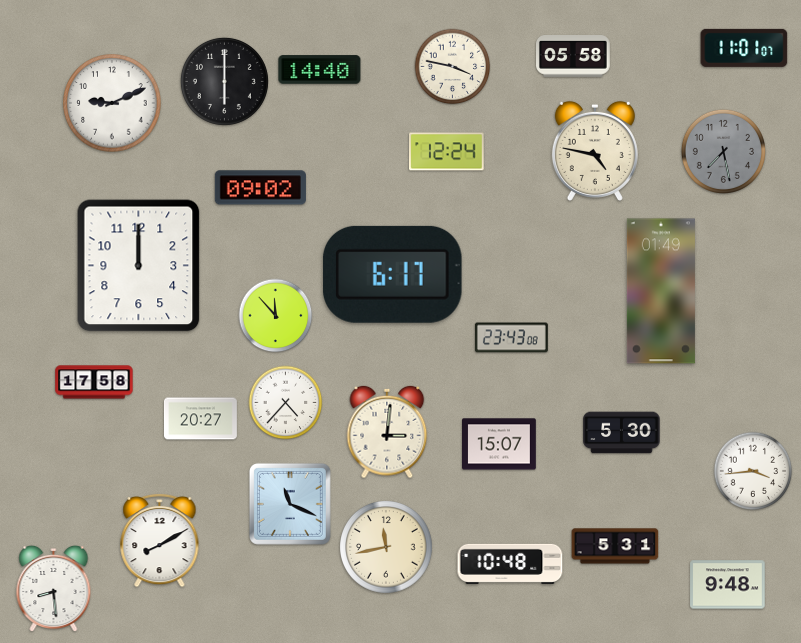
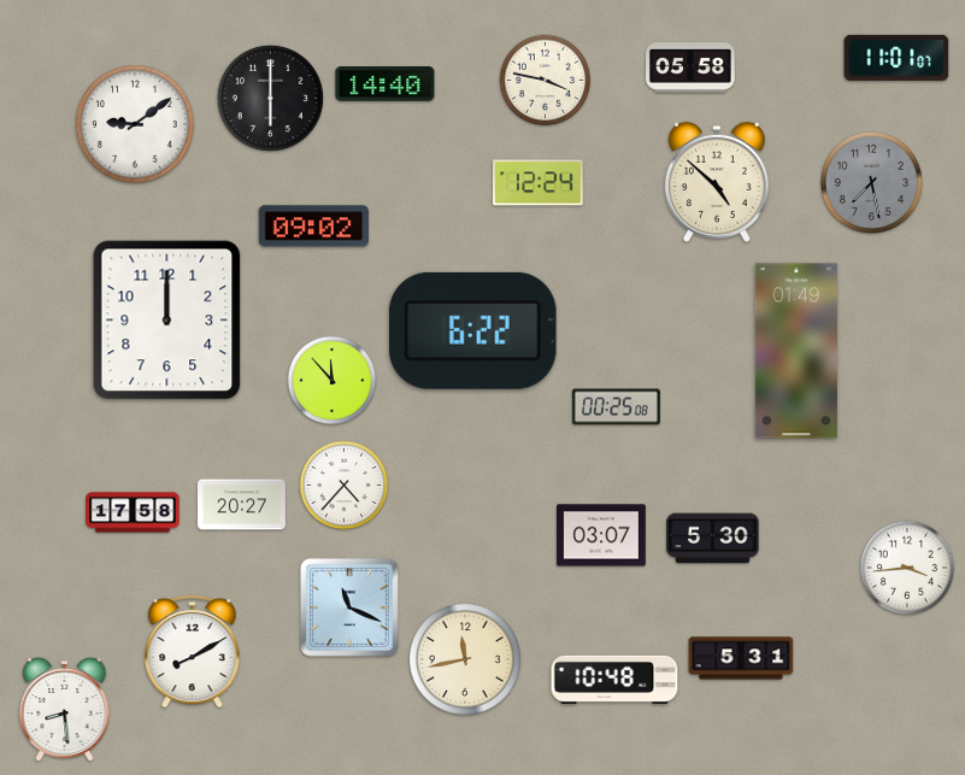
clock at (112, 103): 9:11 -> 9:09
clock at (595, 151): 4:47 -> 4:52
clock at (393, 274): 6:17 -> 6:22
clock at (511, 338): 23:43 -> 00:25
clock at (94, 382) position: (94, 382) -> (133, 512)
clock at (387, 432): 3:01 -> none
clock at (622, 433) position: (622, 433) -> (713, 539)
clock at (500, 444): 15:07 -> 03:07
clock at (728, 585): 9:48 -> none
